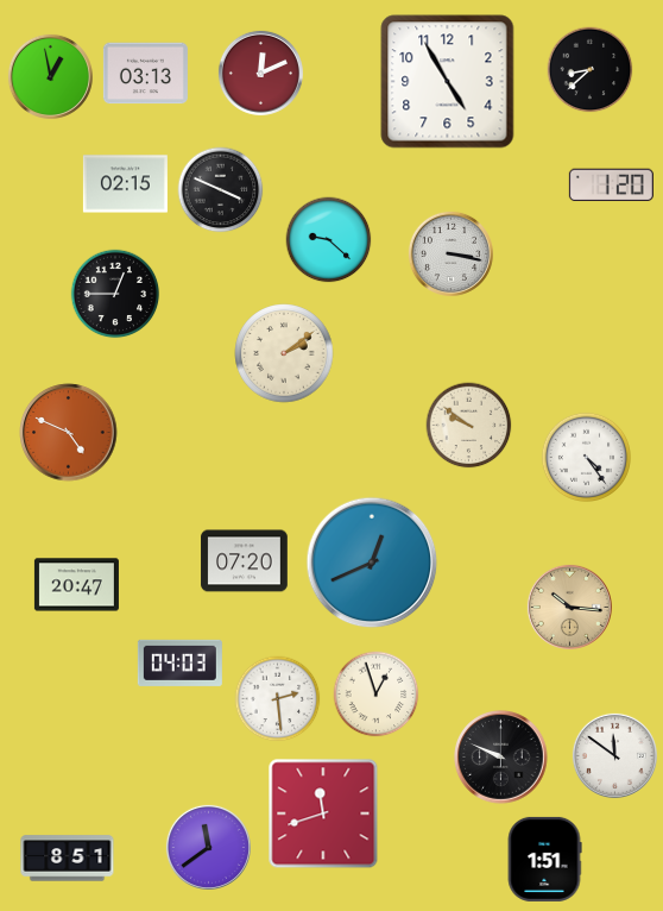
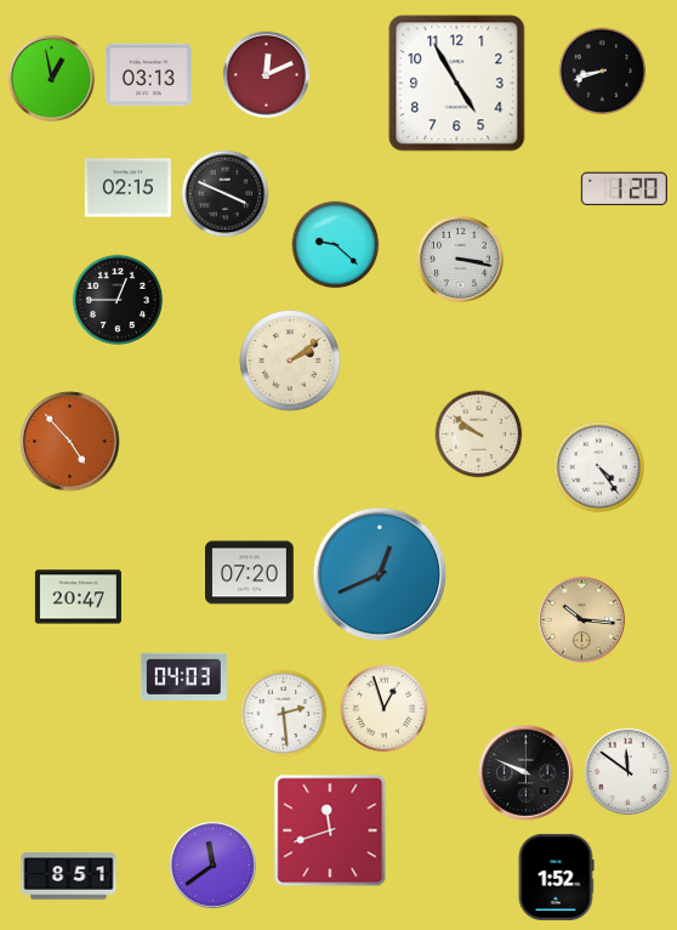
clock at (591, 70): 8:38 -> 8:42
clock at (69, 433): 4:49 -> 4:53
clock at (501, 758) position: (501, 758) -> (527, 773)
clock at (544, 859): 1:51 -> 1:52
